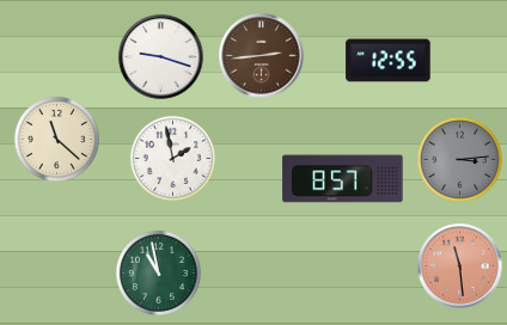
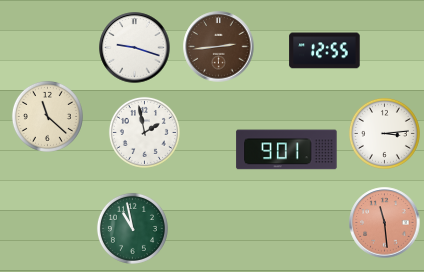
clock at (459, 159) dial: grey -> white
clock at (343, 179): 8:57 -> 9:01
